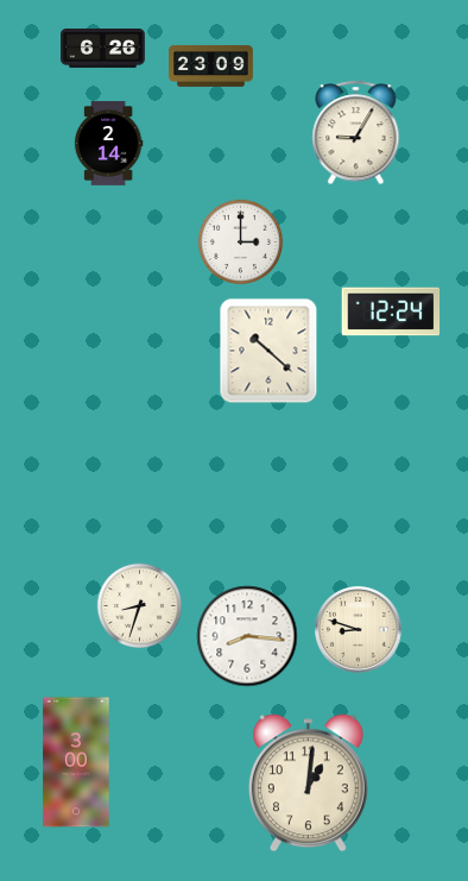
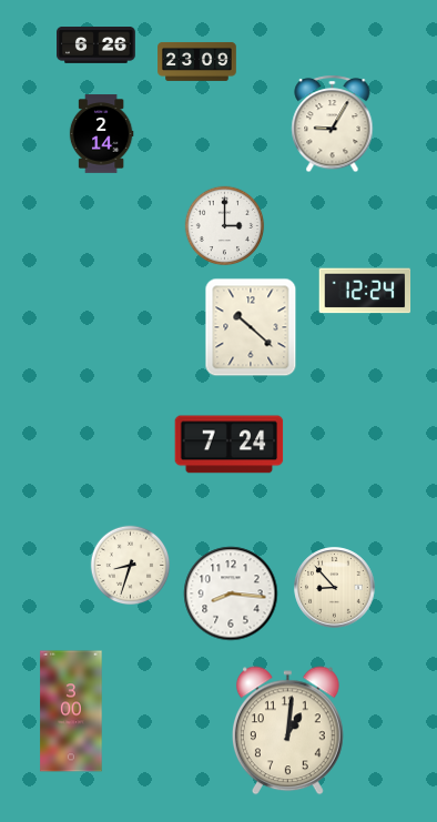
clock at (230, 445): none -> 7:24
clock at (359, 630): 8:48 -> 8:53
